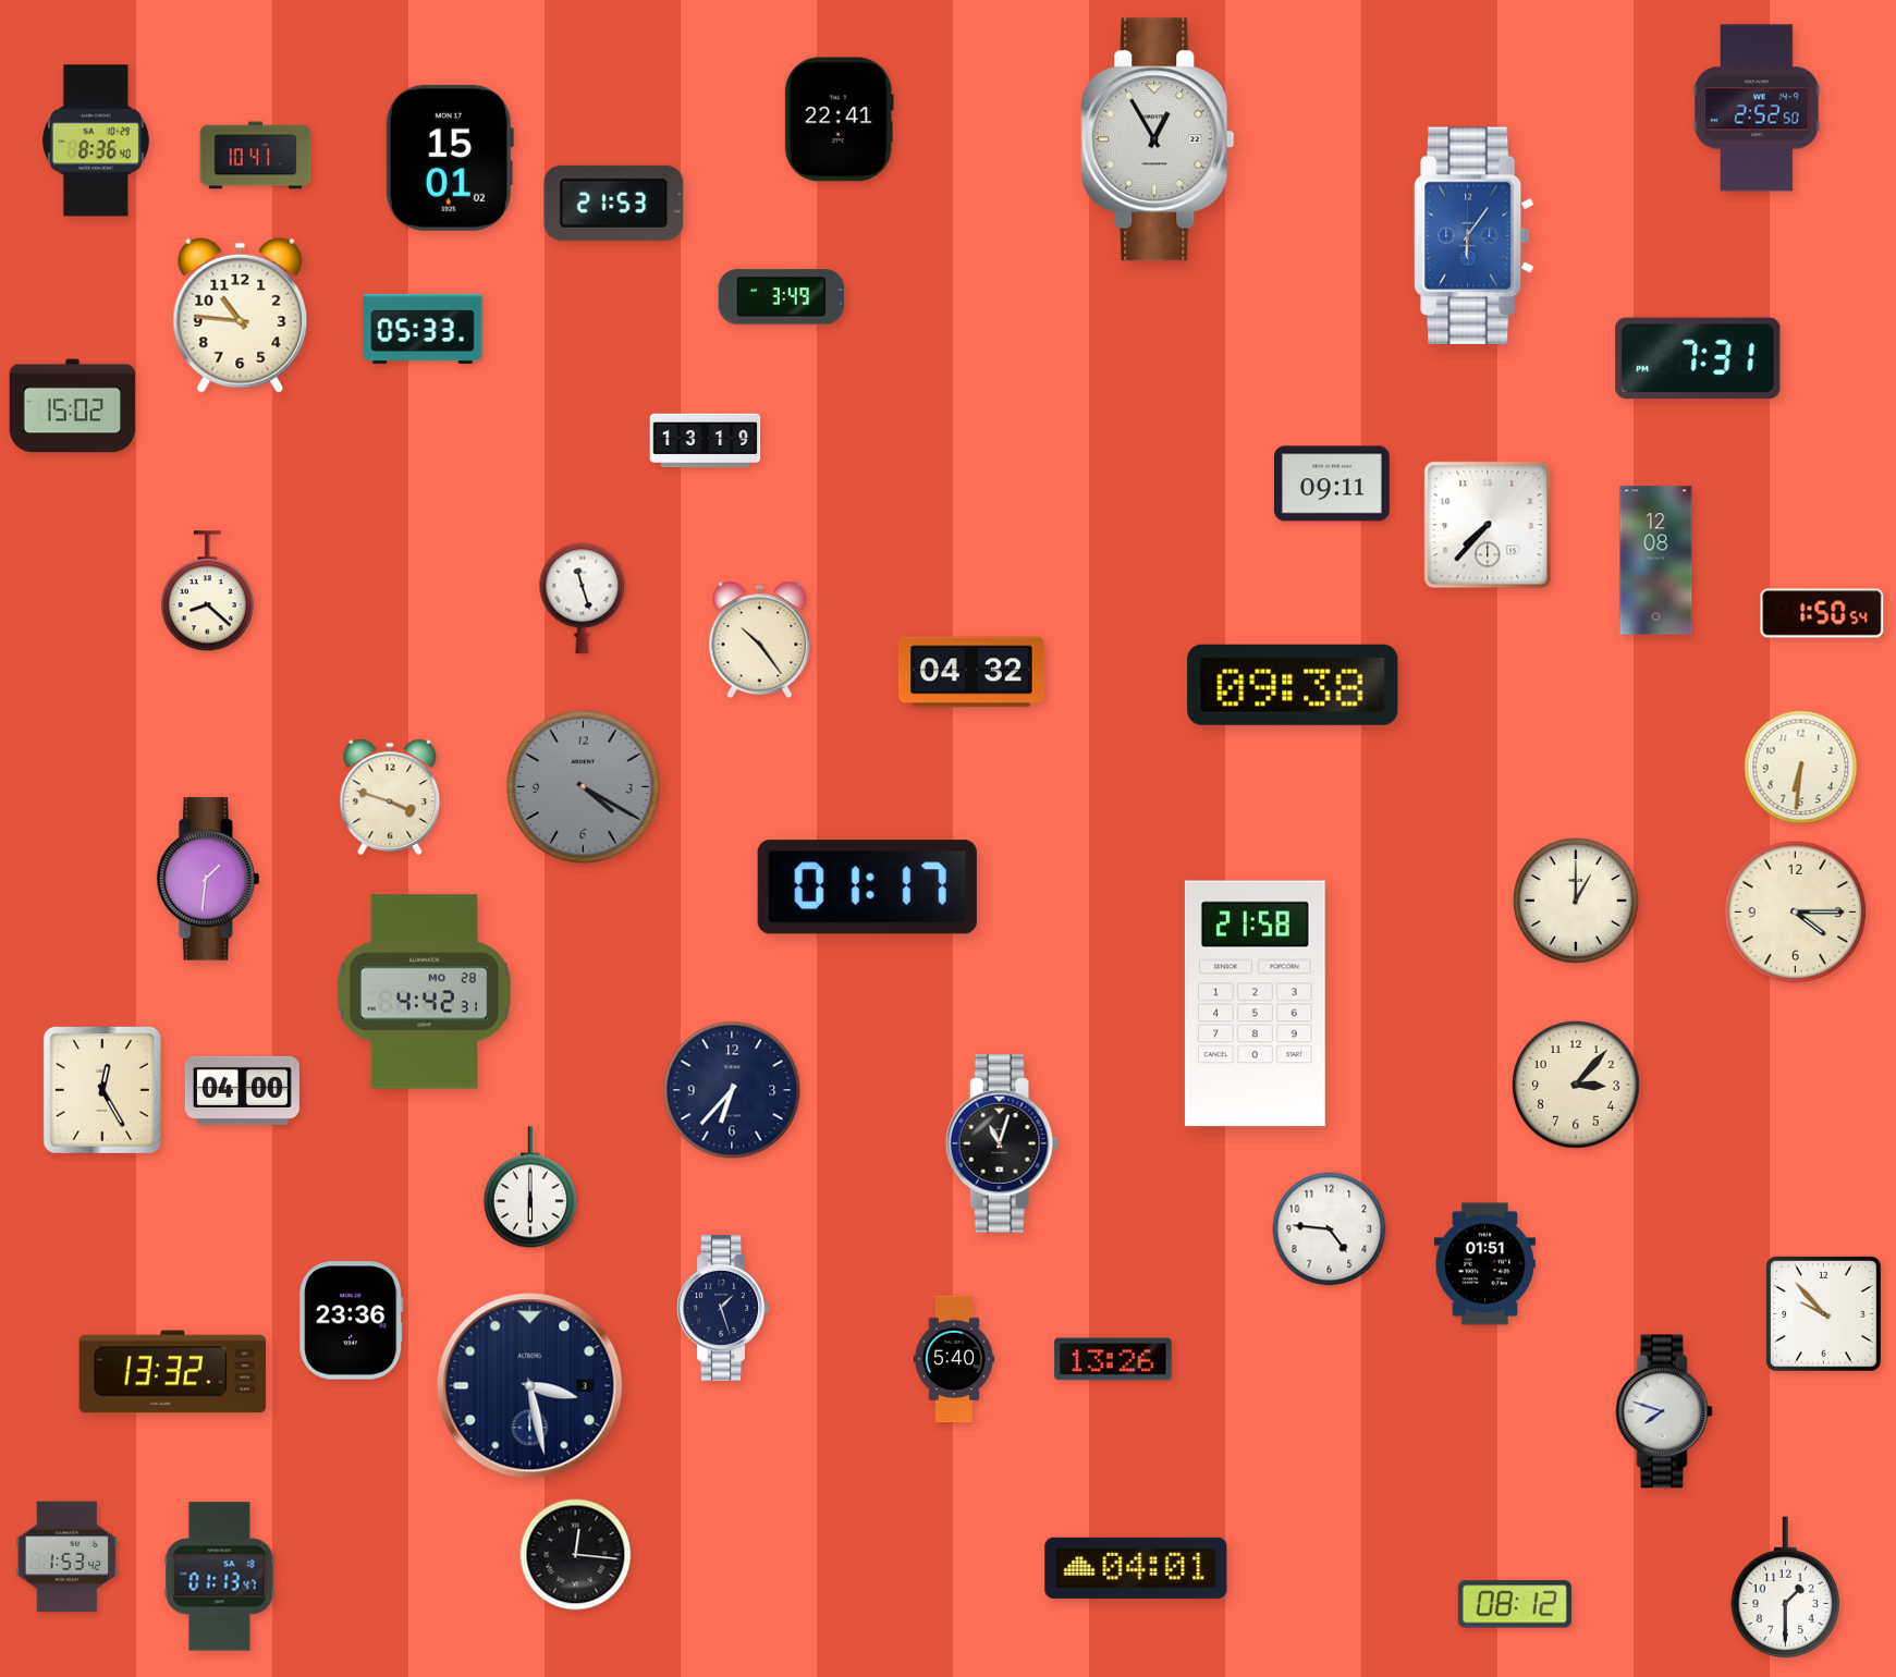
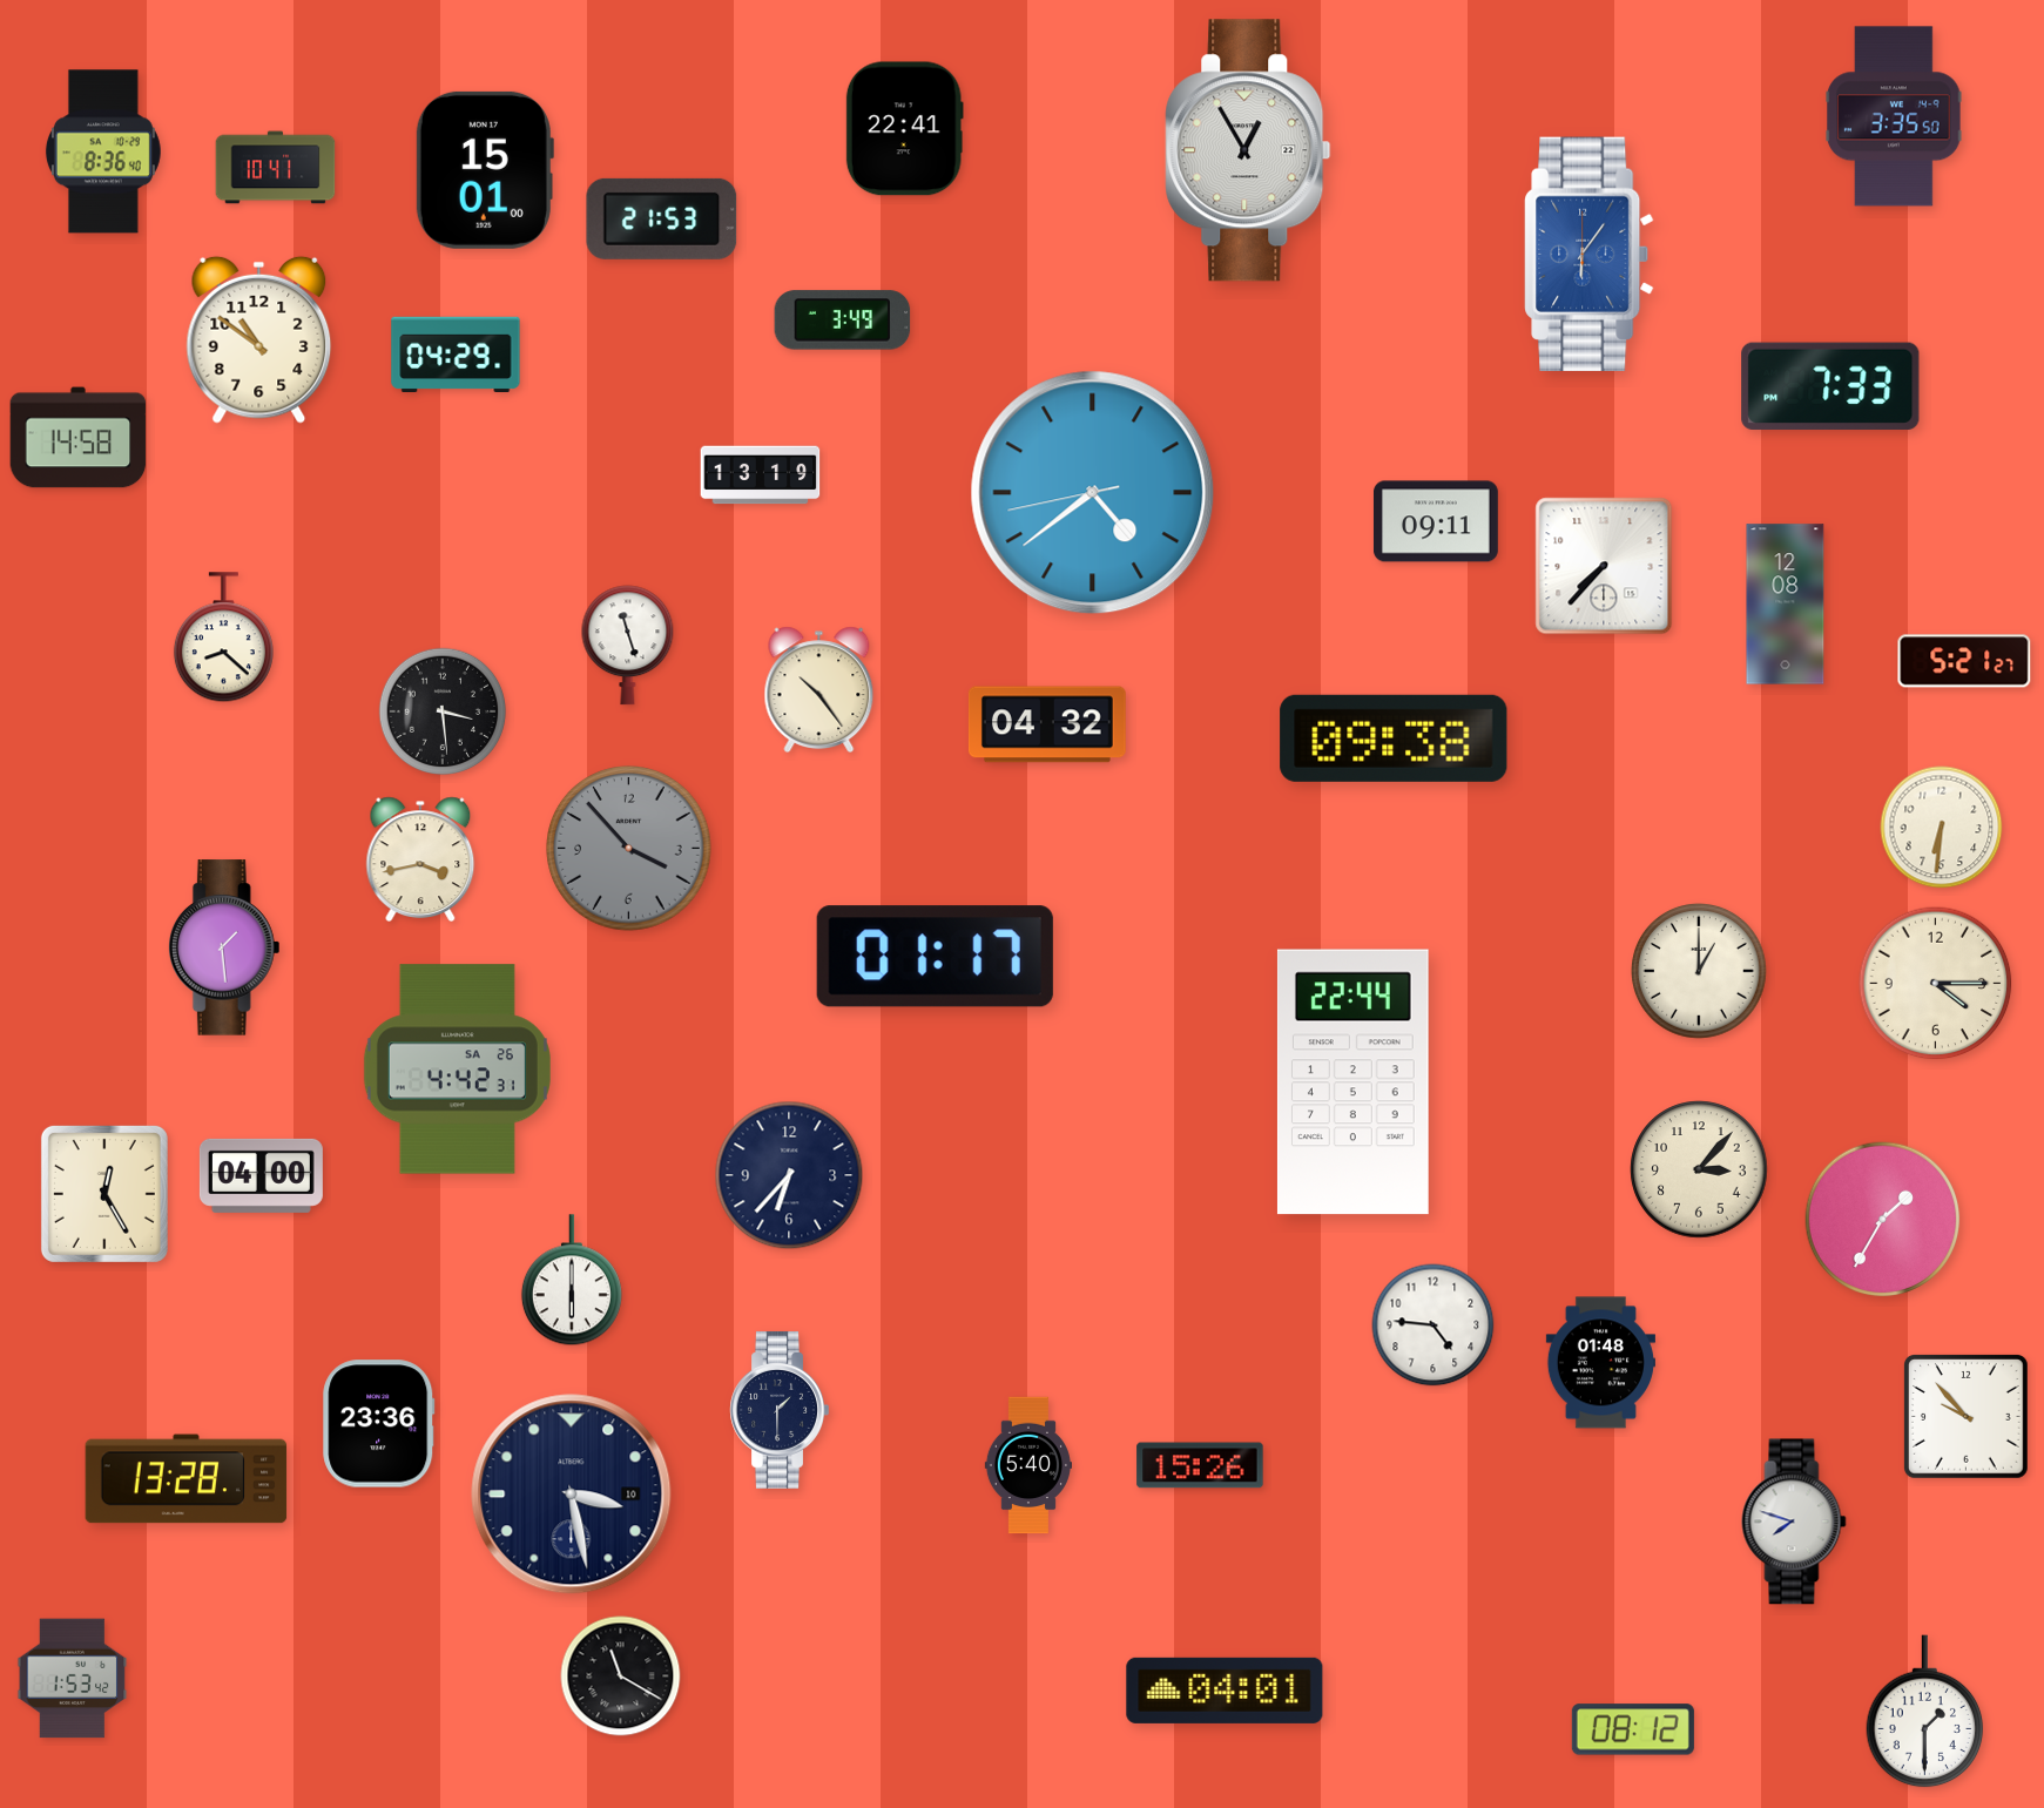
clock at (1757, 108): 2:52 -> 3:35
clock at (450, 158): 15:01:02 -> 15:01:00
clock at (241, 315): 10:46 -> 10:51
clock at (423, 328): 05:33 -> 04:29
clock at (1698, 358): 7:31 -> 7:33
clock at (73, 406): 15:02 -> 14:58
clock at (1093, 493): none -> 4:38
clock at (1822, 613): 1:50 -> 5:21
clock at (443, 711): none -> 3:29
clock at (584, 787): 4:20 -> 3:53
clock at (390, 796): 3:48 -> 3:43
clock at (208, 879): 1:31 -> 1:29
clock at (424, 992) date: MO 28 -> SA 26
clock at (1255, 1004): 21:58 -> 22:44
clock at (102, 1090) position: (102, 1090) -> (104, 1194)
clock at (1883, 1220): none -> 1:35
clock at (1002, 1143): 11:03 -> none
clock at (1484, 1264): 01:51 -> 01:48
clock at (723, 1308): 1:27 -> 1:30
clock at (1113, 1359): 13:26 -> 15:26
clock at (173, 1372): 13:32 -> 13:28
clock at (530, 1386) date: 3 -> 10
clock at (576, 1555): 12:16 -> 11:20
clock at (220, 1577): 01:13 -> none
